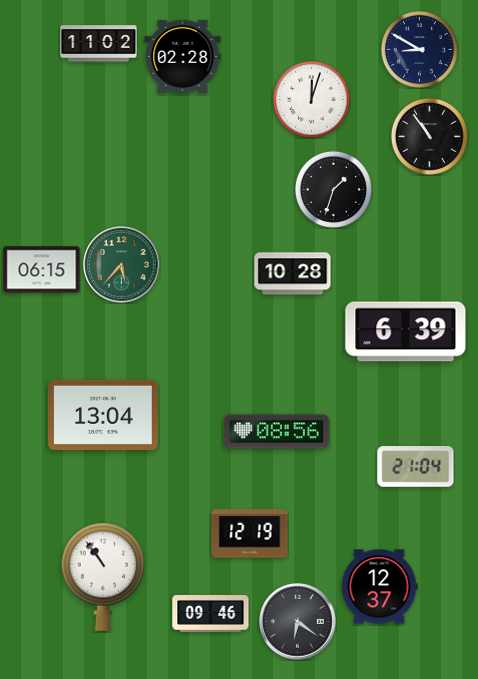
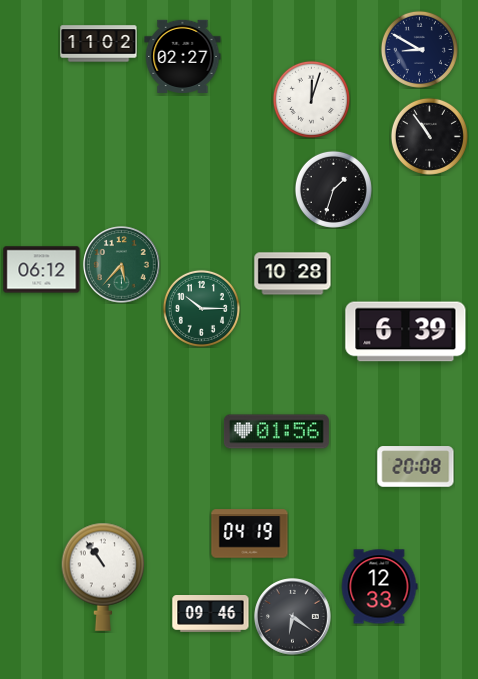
clock at (183, 56): 02:28 -> 02:27
clock at (42, 270): 06:15 -> 06:12
clock at (201, 308): none -> 10:15
clock at (103, 414): 13:04 -> none
clock at (276, 432): 08:56 -> 01:56
clock at (416, 467): 21:04 -> 20:08
clock at (250, 534): 12:19 -> 04:19
clock at (379, 587): 12:37 -> 12:33
clock at (298, 622) position: (298, 622) -> (293, 617)
